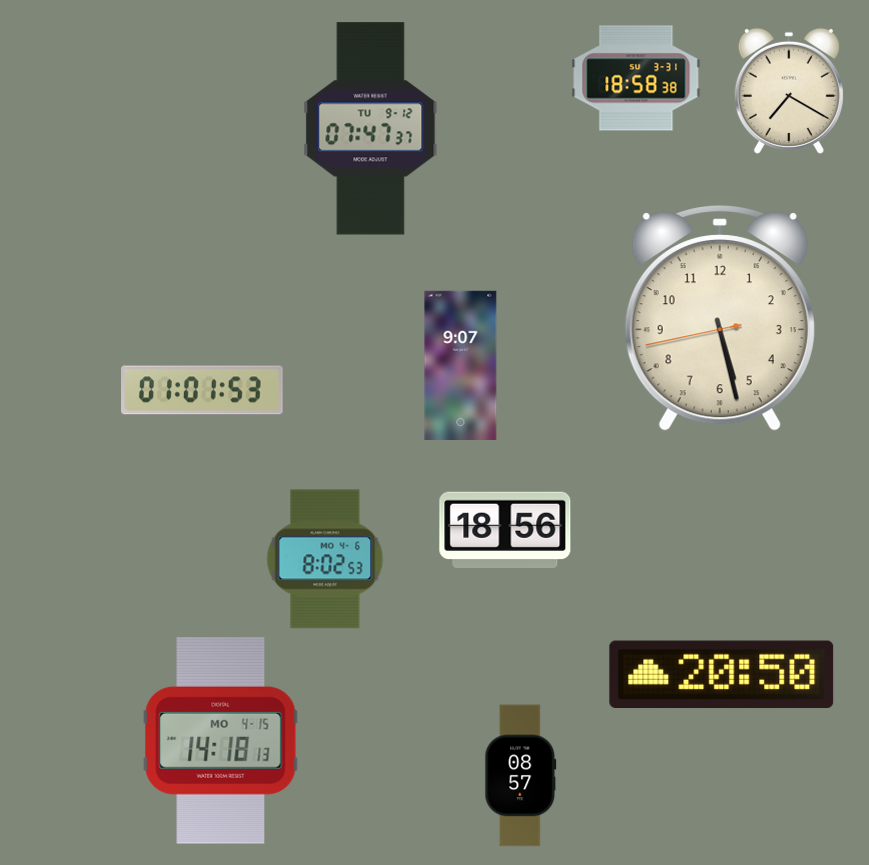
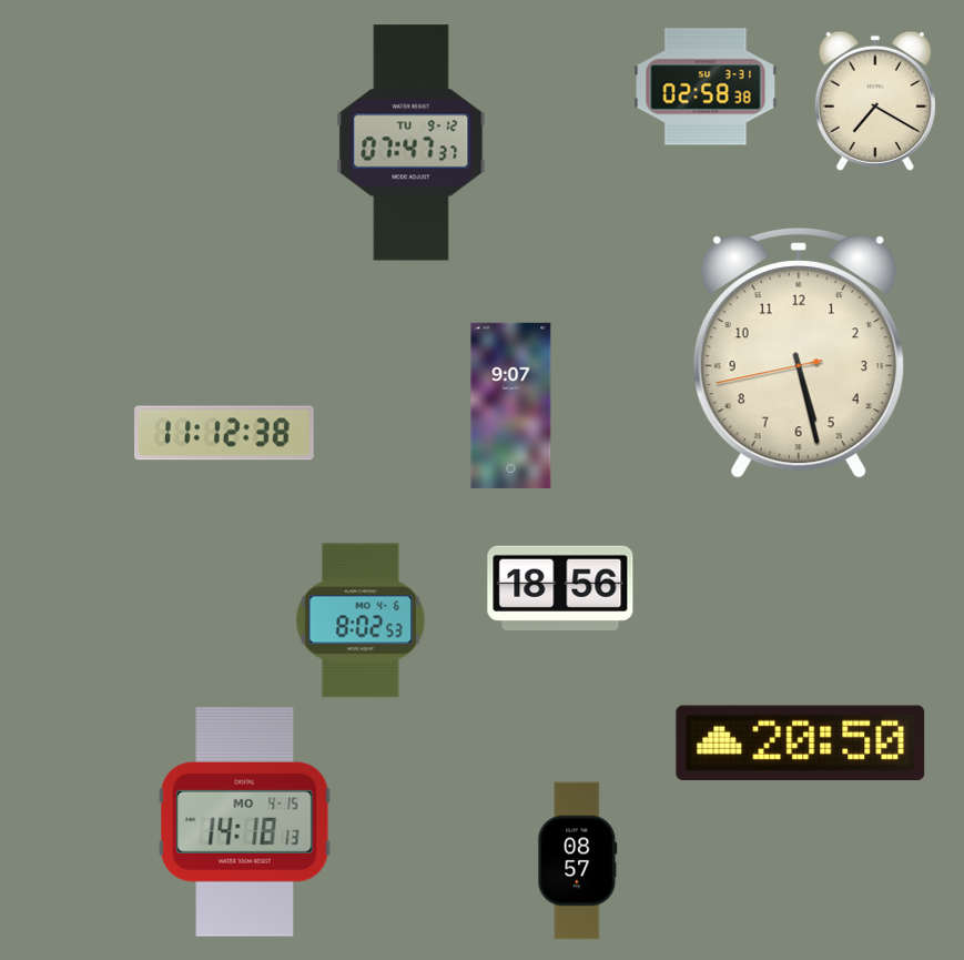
clock at (636, 78): 18:58 -> 02:58
clock at (202, 390): 01:01 -> 11:12
clock at (722, 675) position: (722, 675) -> (801, 744)
